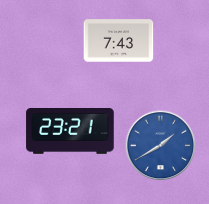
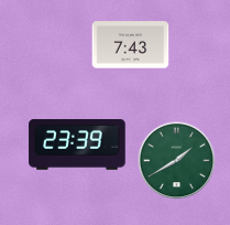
clock at (70, 132): 23:21 -> 23:39
clock at (161, 146) dial: blue -> green
